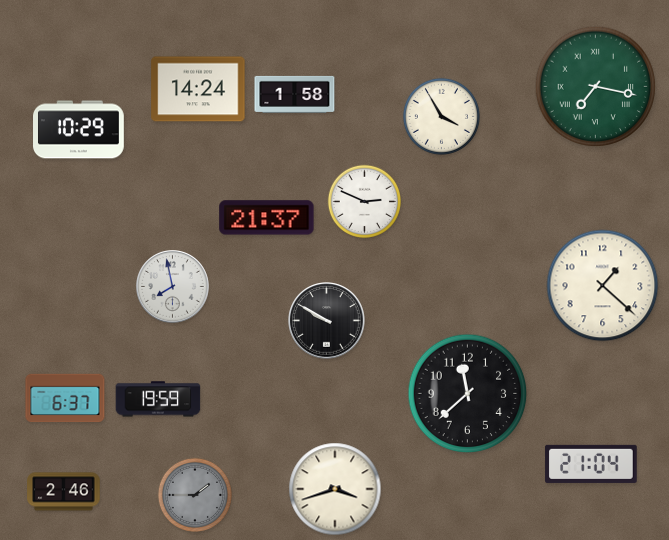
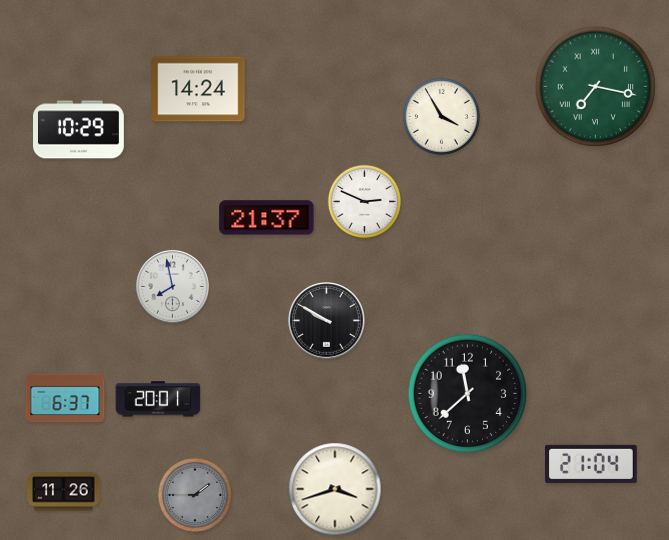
clock at (295, 94): 1:58 -> none
clock at (603, 286): 1:22 -> none
clock at (158, 399): 19:59 -> 20:01
clock at (64, 492): 2:46 -> 11:26
